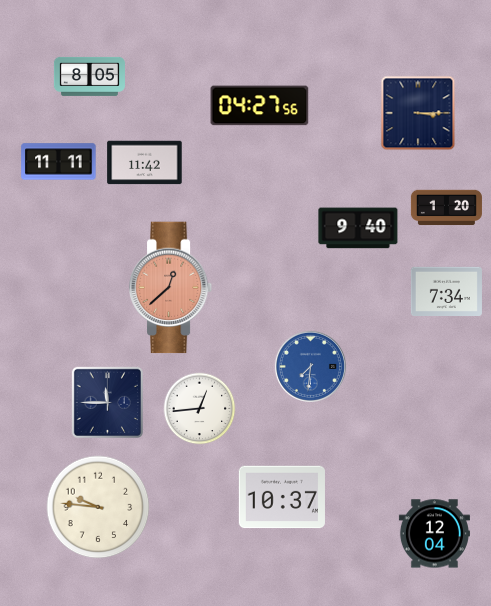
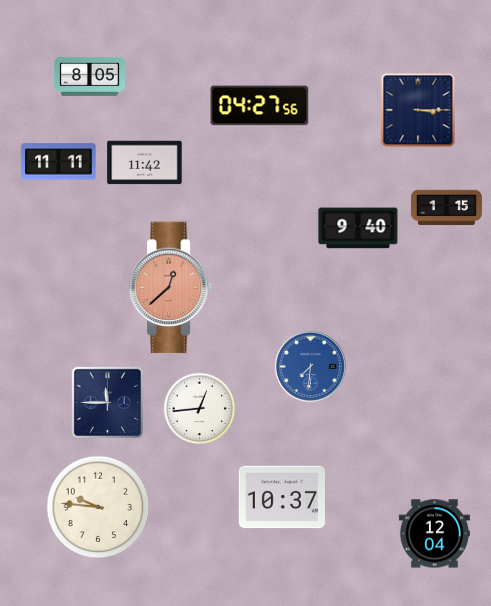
clock at (418, 113) position: (418, 113) -> (418, 110)
clock at (446, 208): 1:20 -> 1:15
clock at (446, 291): 7:34 -> none
